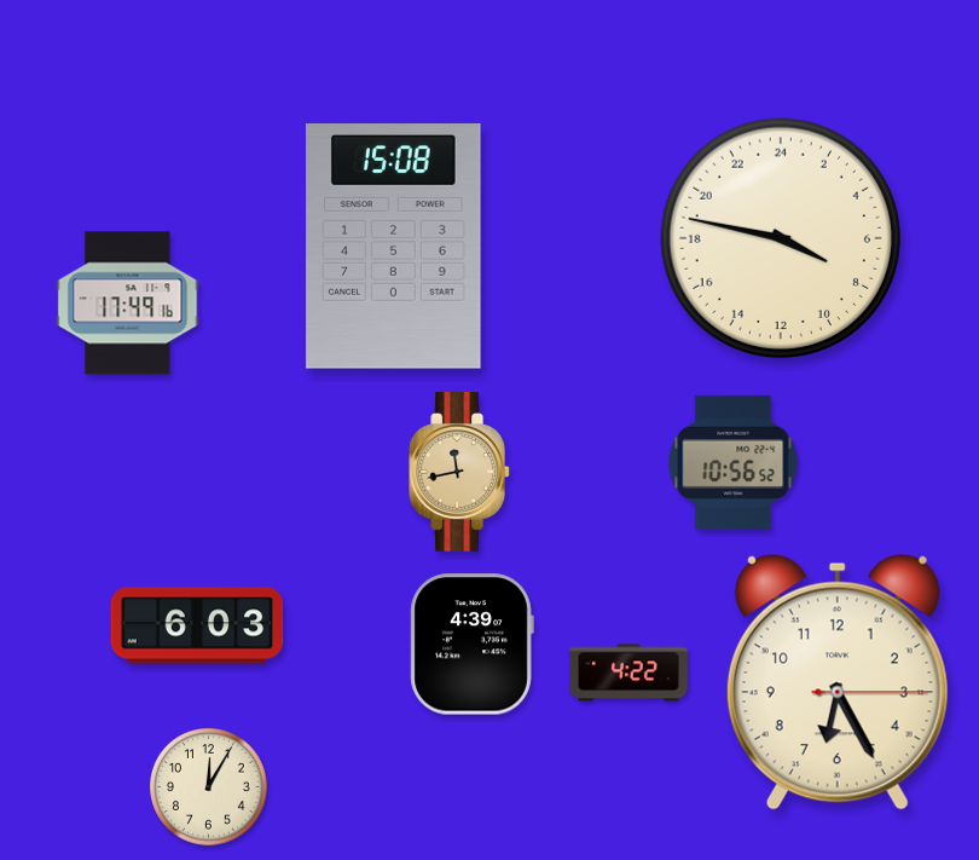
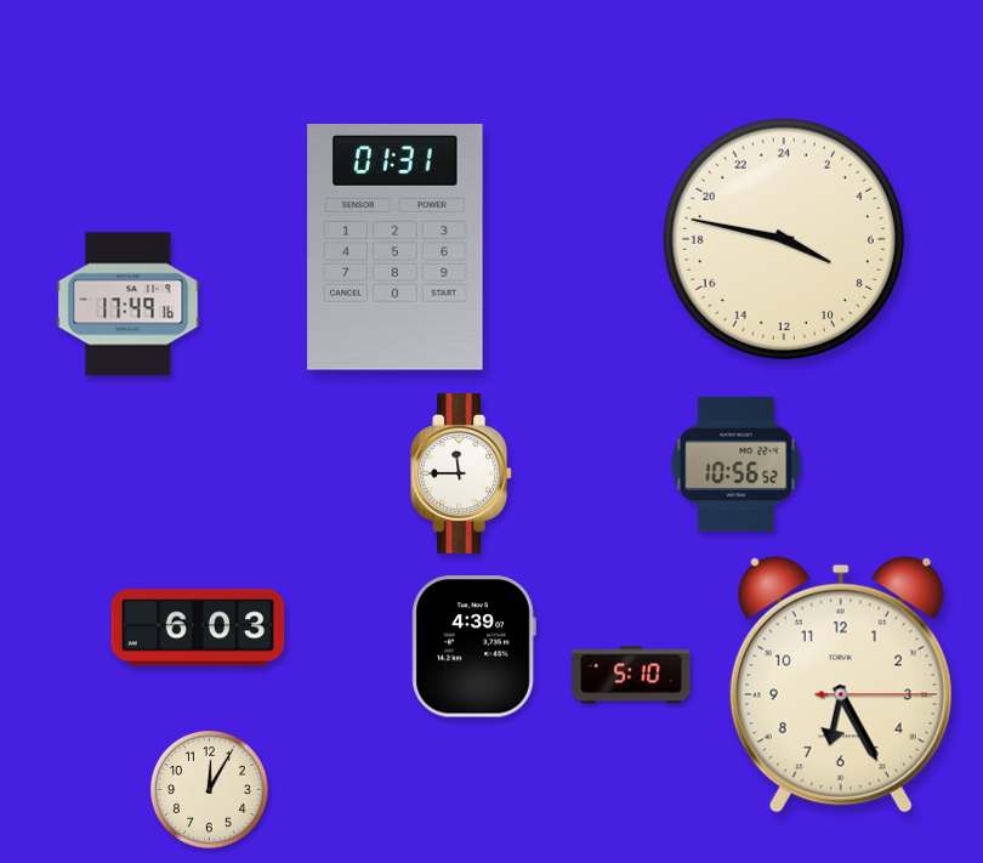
clock at (394, 247): 15:08 -> 01:31
clock at (459, 473): 11:43 -> 11:45
clock at (459, 473) dial: champagne -> white
clock at (628, 673): 4:22 -> 5:10
